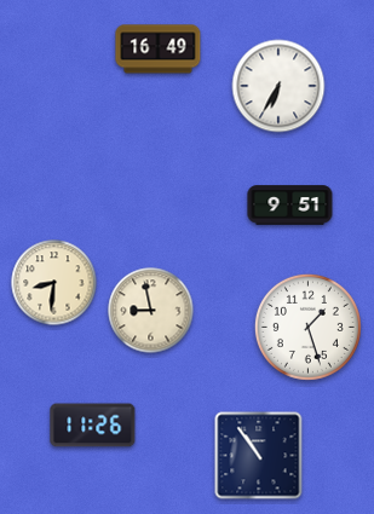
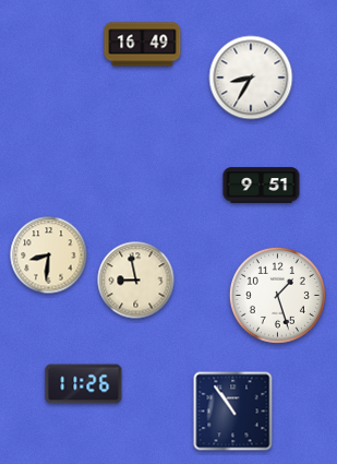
clock at (278, 86): 6:35 -> 8:35
